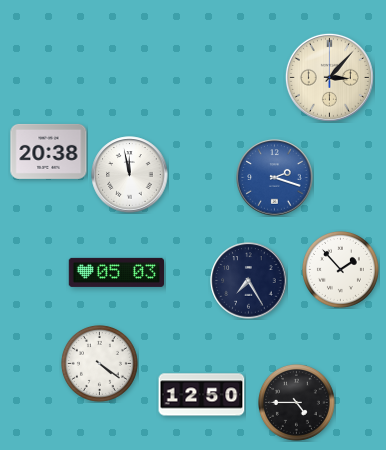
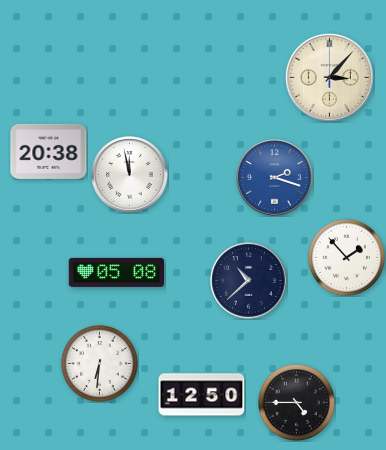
clock at (340, 269) position: (340, 269) -> (346, 257)
clock at (116, 272): 05:03 -> 05:08
clock at (249, 281): 7:25 -> 10:38
clock at (99, 363): 4:21 -> 6:31
